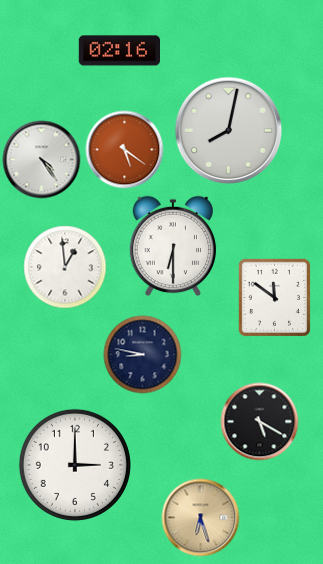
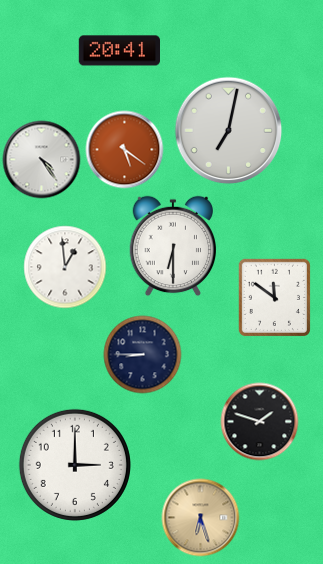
clock at (119, 51): 02:16 -> 20:41
clock at (228, 130): 8:02 -> 7:02
clock at (142, 354): 8:47 -> 8:45
clock at (259, 421): 5:20 -> 1:48
